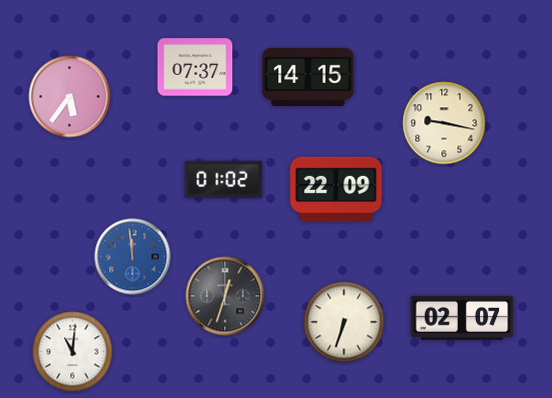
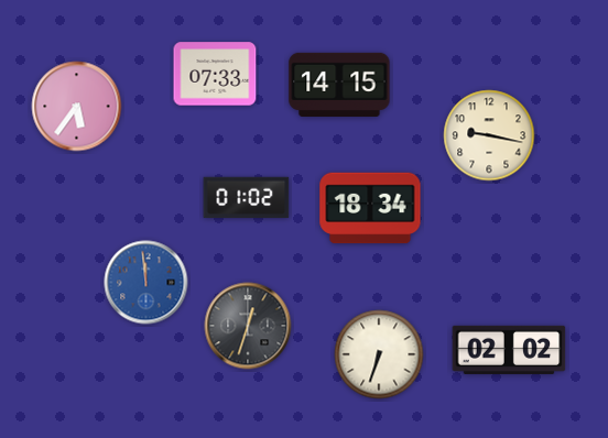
clock at (195, 67): 07:37 -> 07:33
clock at (336, 189): 22:09 -> 18:34
clock at (462, 318): 02:07 -> 02:02
clock at (73, 352): 11:01 -> none
